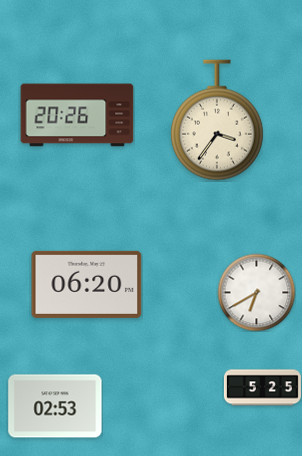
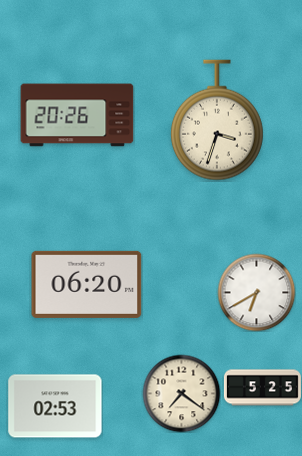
clock at (217, 120): 3:36 -> 3:33
clock at (181, 393): none -> 7:21
